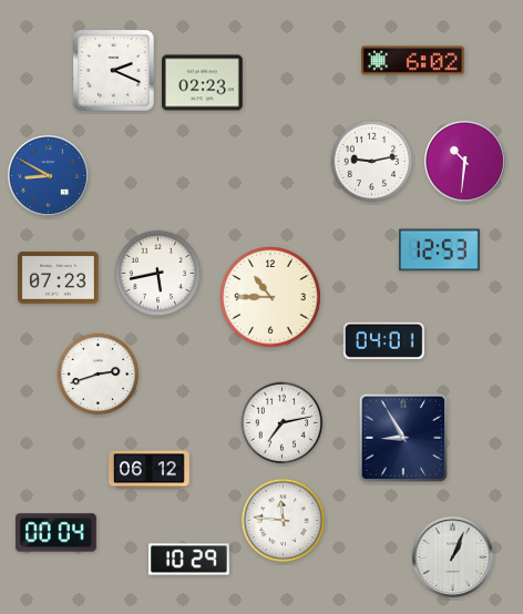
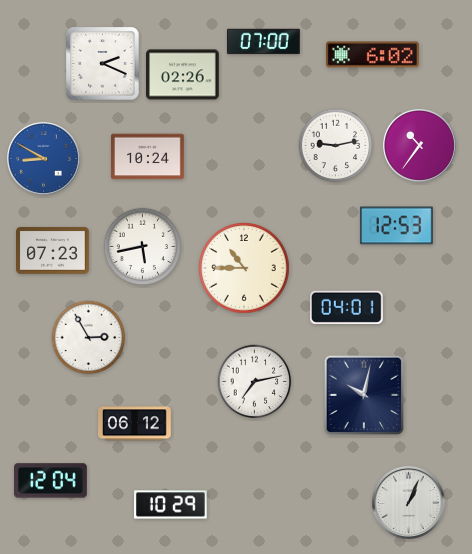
clock at (264, 42): none -> 07:00
clock at (203, 83): 02:23 -> 02:26
clock at (464, 161): 10:31 -> 10:36
clock at (148, 157): none -> 10:24
clock at (99, 375): 2:42 -> 2:55
clock at (403, 438): 8:55 -> 10:02
clock at (284, 521): 11:46 -> none
clock at (57, 533): 00:04 -> 12:04
